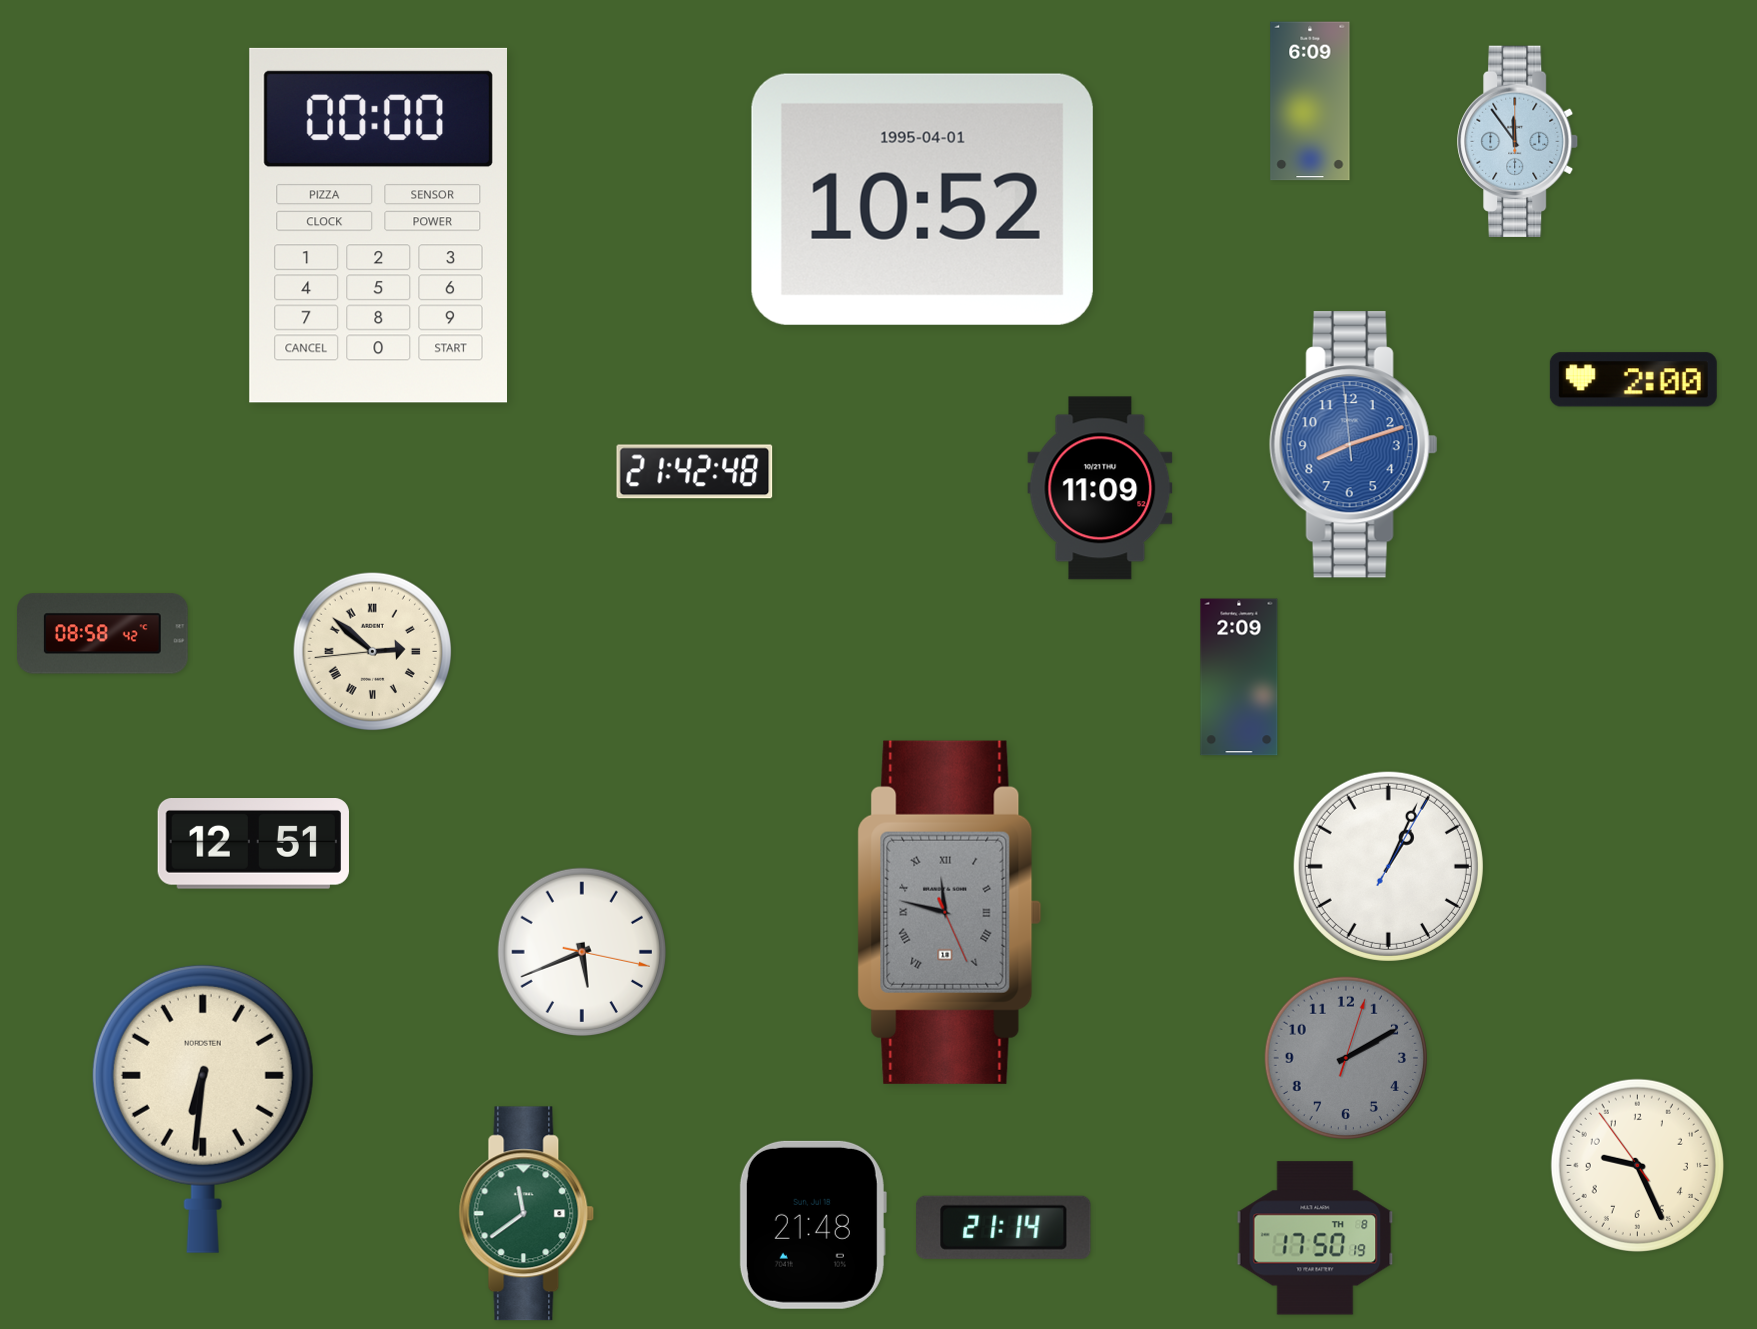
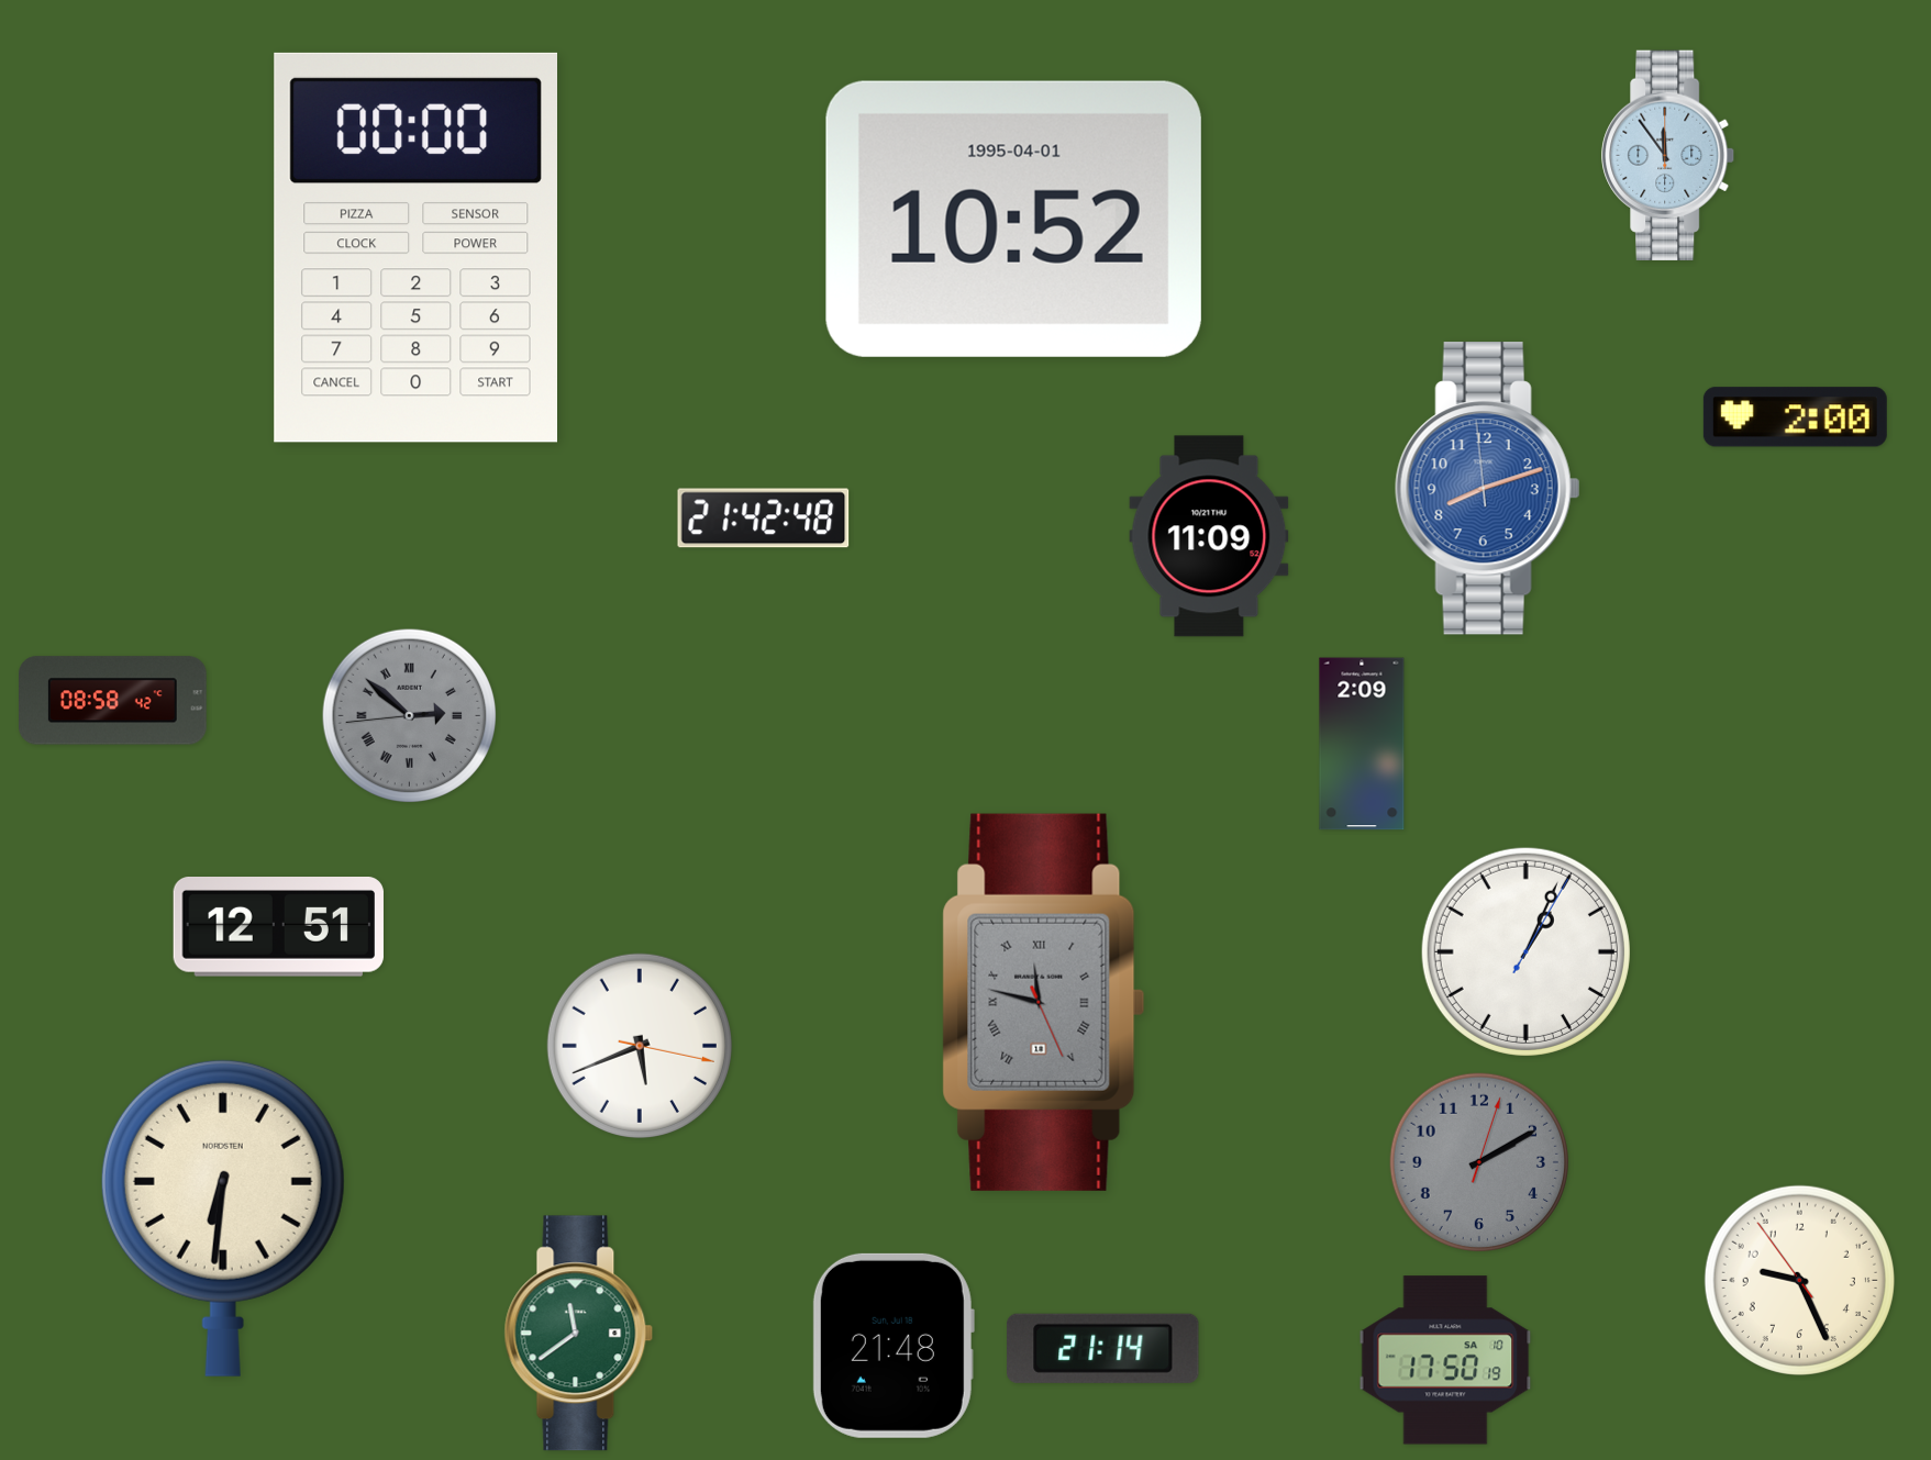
clock at (1310, 101): 6:09 -> none
clock at (103, 634) position: (103, 634) -> (113, 701)
clock at (372, 651) dial: cream -> grey
clock at (1315, 1238) date: TH 8 -> SA 10
